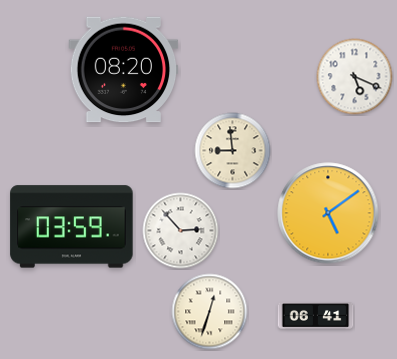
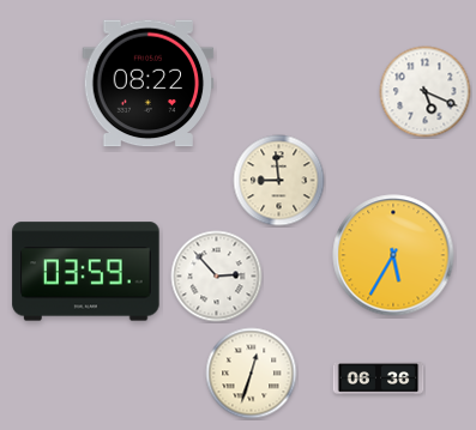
clock at (124, 70): 08:20 -> 08:22
clock at (328, 213): 5:09 -> 5:35
clock at (316, 316): 06:41 -> 06:36
